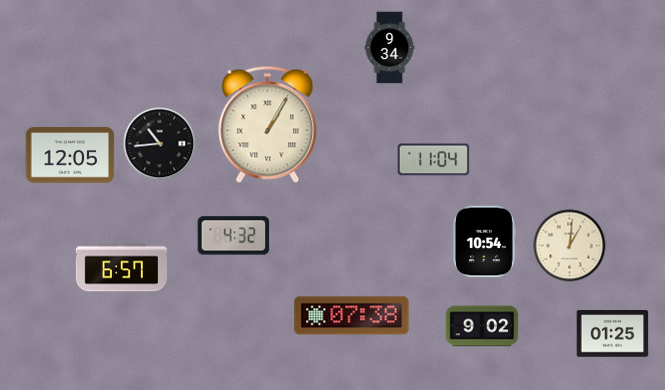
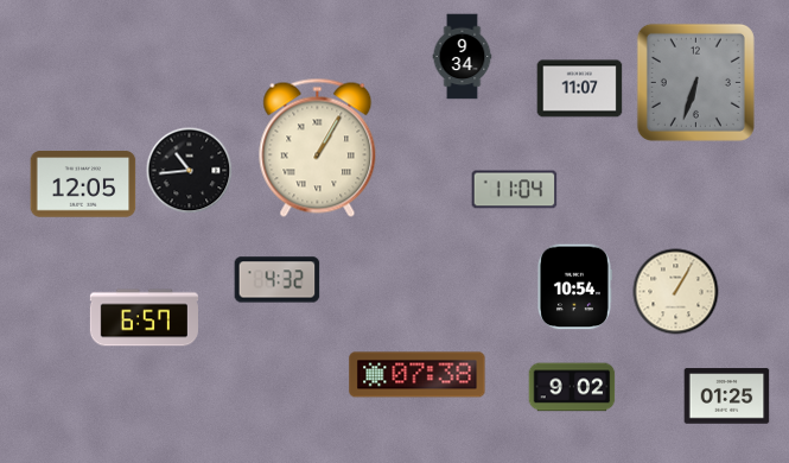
clock at (695, 82): none -> 6:33
clock at (580, 89): none -> 11:07
clock at (570, 246): 1:01 -> 1:05
